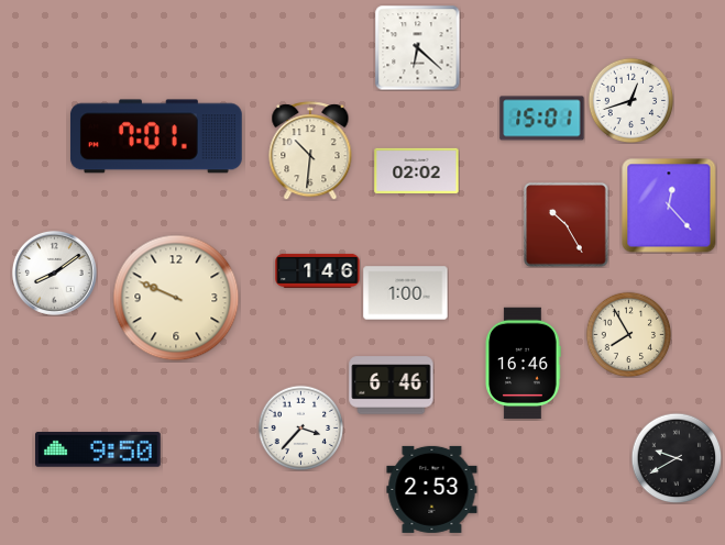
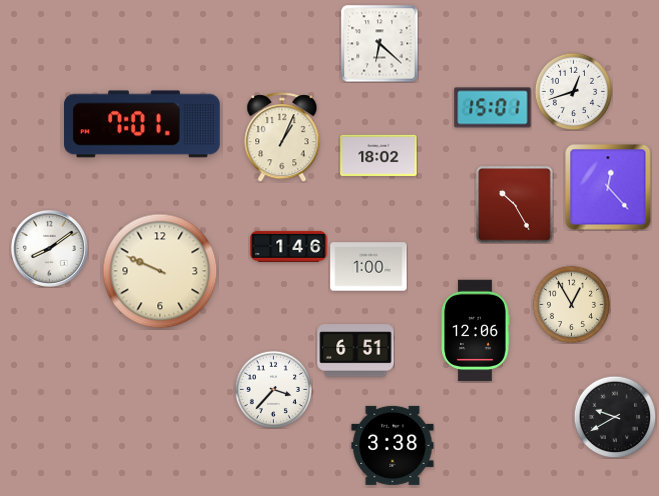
clock at (310, 151): 10:31 -> 1:04
clock at (417, 170): 02:02 -> 18:02
clock at (628, 334): 7:55 -> 12:55
clock at (523, 364): 16:46 -> 12:06
clock at (392, 386): 6:46 -> 6:51
clock at (99, 451): 9:50 -> none
clock at (432, 489): 2:53 -> 3:38
